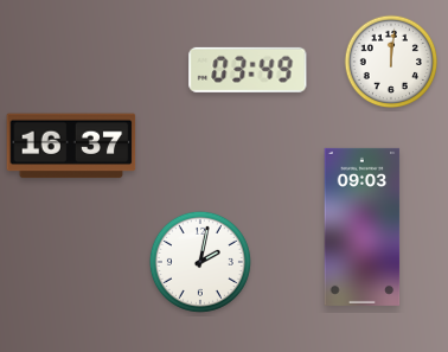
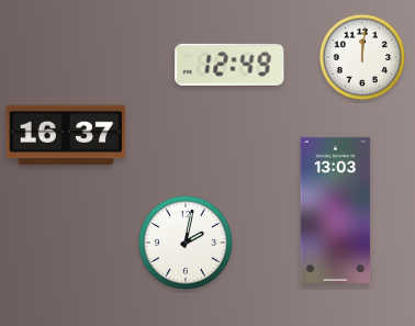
clock at (248, 70): 03:49 -> 12:49
clock at (363, 226): 09:03 -> 13:03
